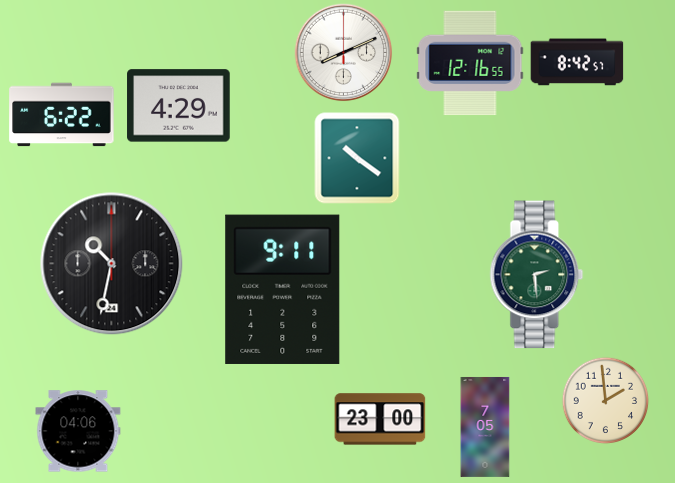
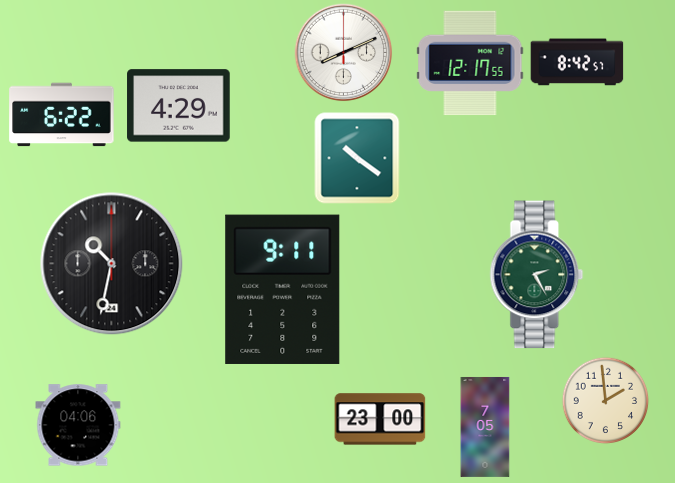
clock at (470, 63): 12:16 -> 12:17
clock at (537, 275): 2:29 -> 2:25
clock at (78, 431) position: (78, 431) -> (78, 425)
